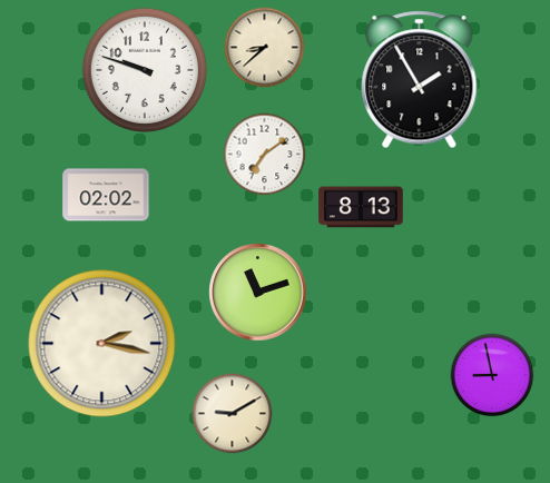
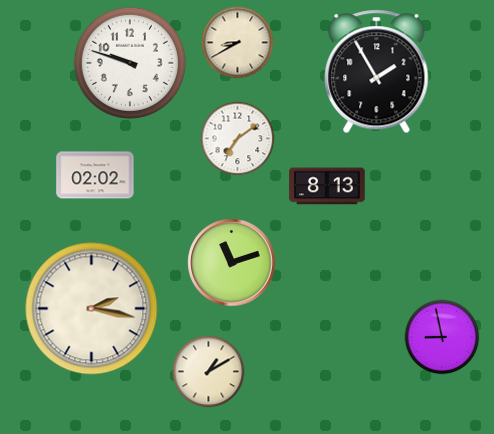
clock at (265, 48): 8:38 -> 8:40
clock at (361, 207) position: (361, 207) -> (327, 186)
clock at (233, 414): 9:10 -> 1:10
